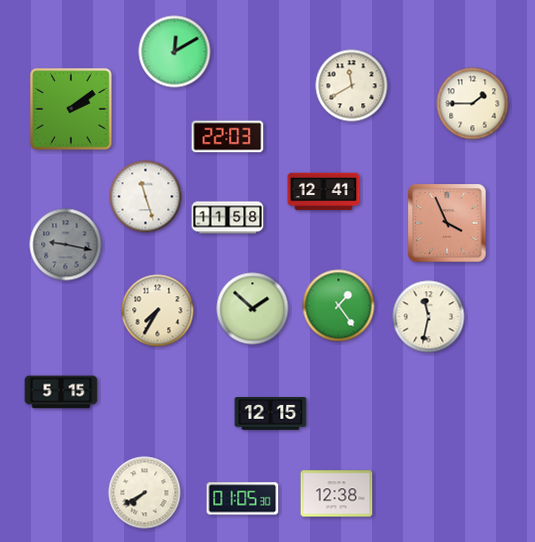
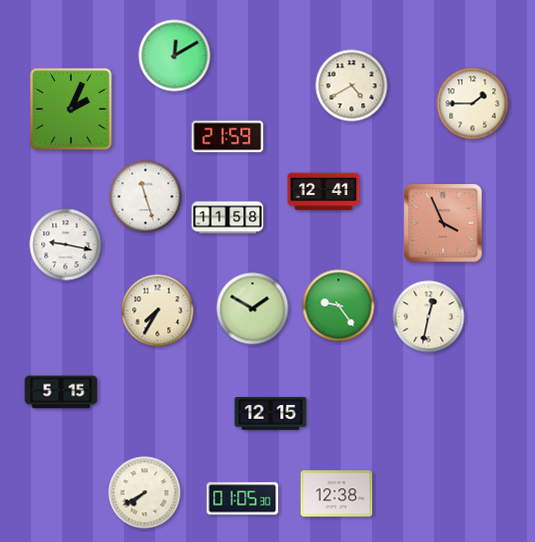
clock at (175, 52) position: (175, 52) -> (175, 56)
clock at (352, 86): 11:40 -> 4:40
clock at (71, 109): 2:09 -> 2:04
clock at (228, 137): 22:03 -> 21:59
clock at (447, 223) position: (447, 223) -> (443, 223)
clock at (66, 245) dial: grey -> white
clock at (339, 306): 1:24 -> 9:24
clock at (253, 309): 1:52 -> 1:50
clock at (429, 317): 11:32 -> 12:32
